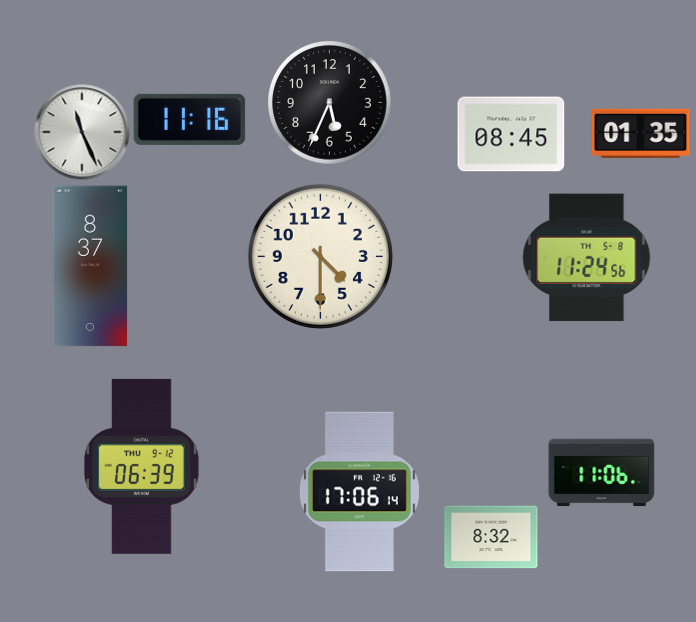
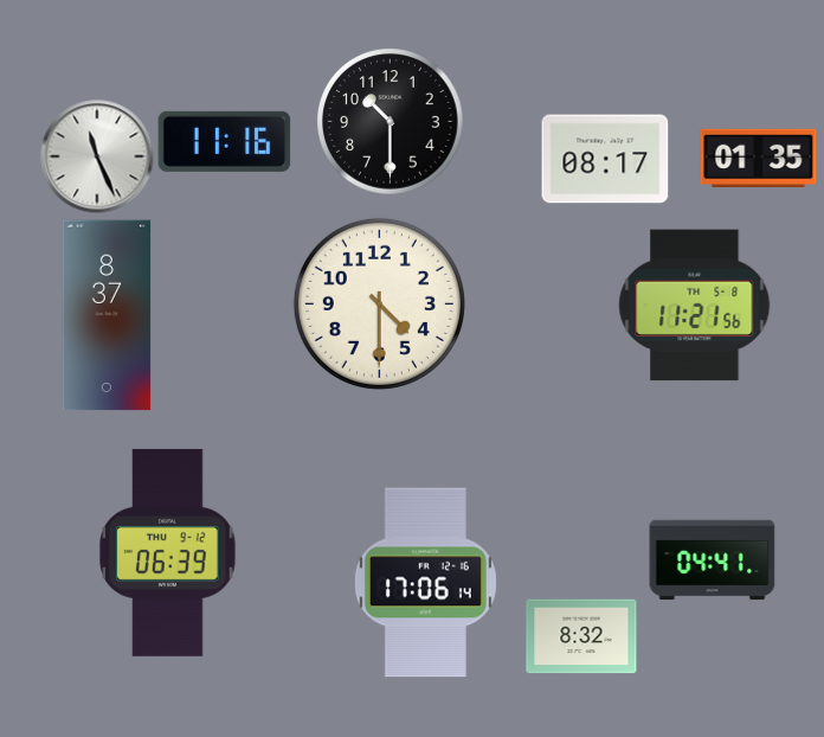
clock at (330, 103): 5:34 -> 10:30
clock at (511, 134): 08:45 -> 08:17
clock at (587, 258): 11:24 -> 11:21
clock at (602, 473): 11:06 -> 04:41
